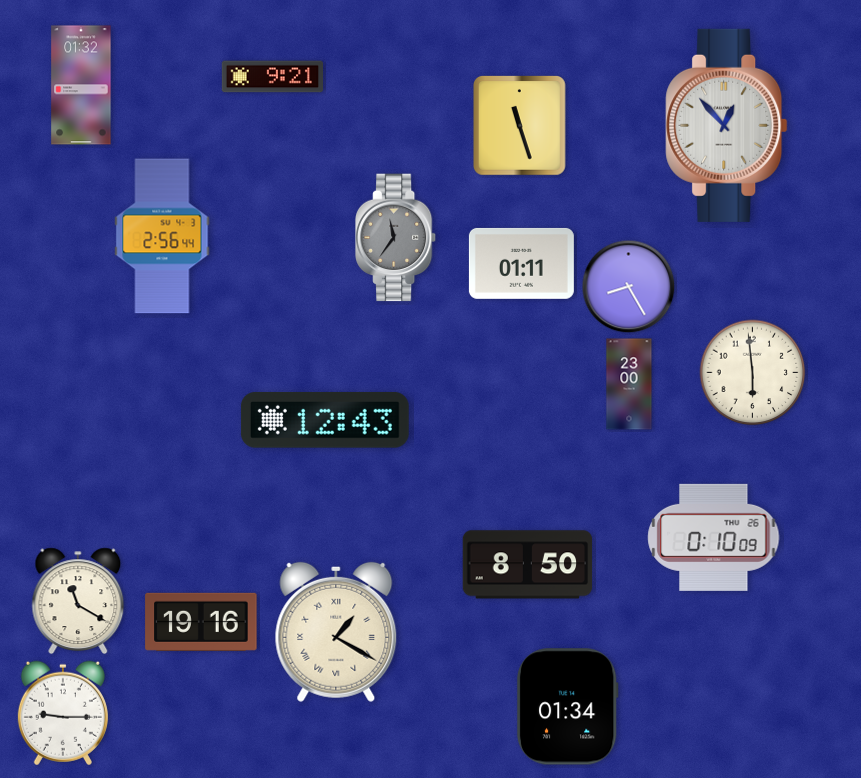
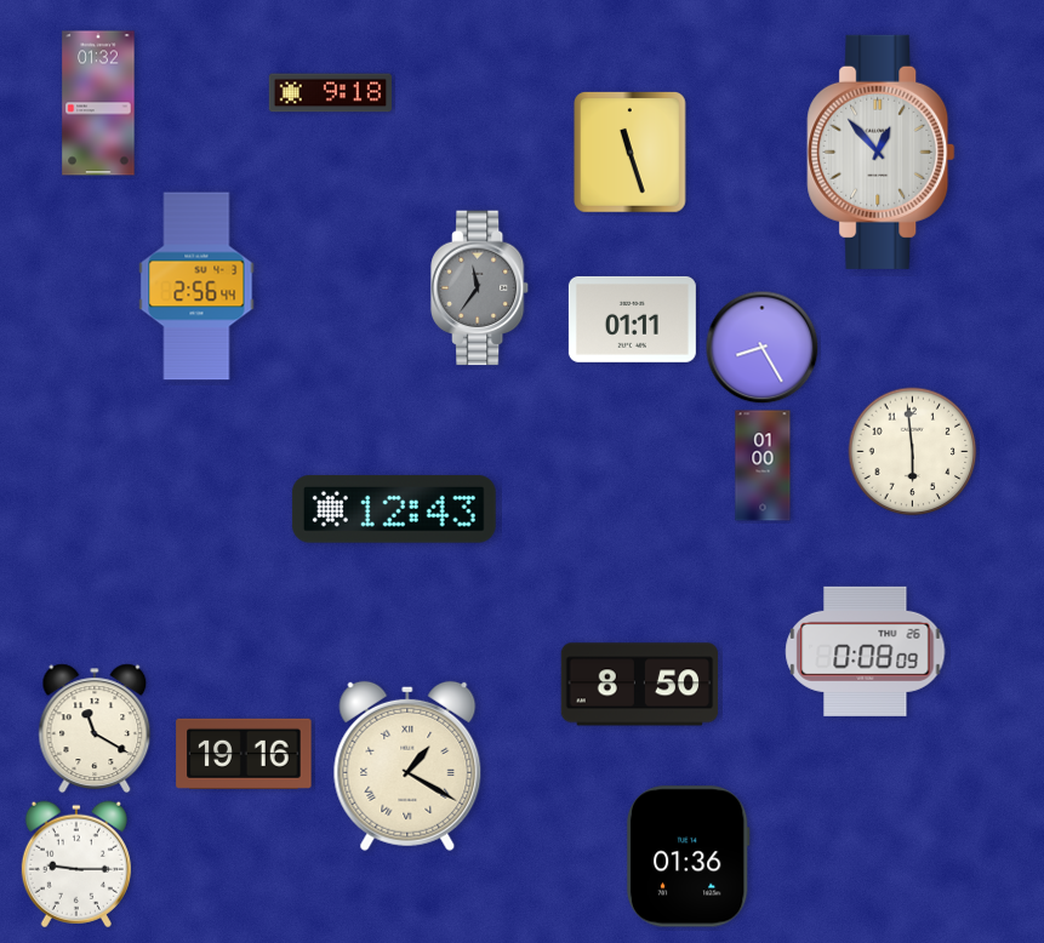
clock at (272, 77): 9:21 -> 9:18
clock at (629, 384): 23:00 -> 01:00
clock at (714, 537): 0:10 -> 0:08
clock at (567, 707): 01:34 -> 01:36
